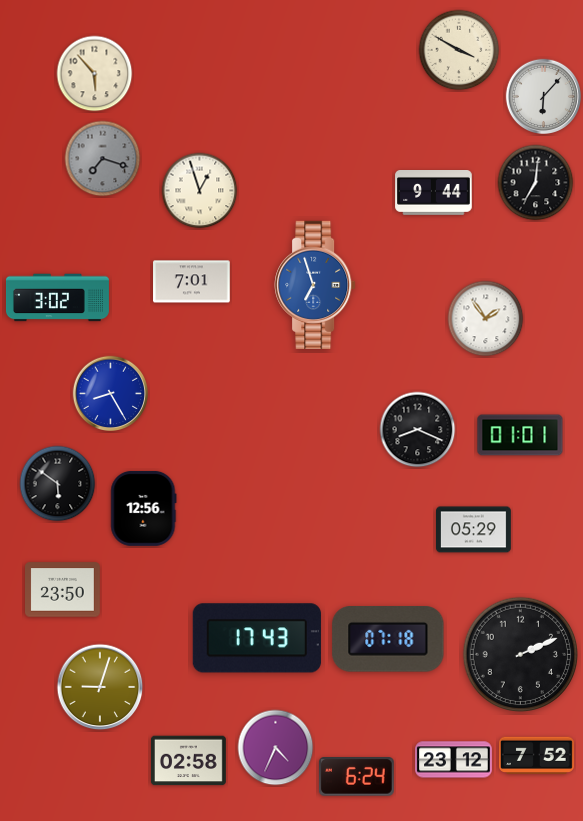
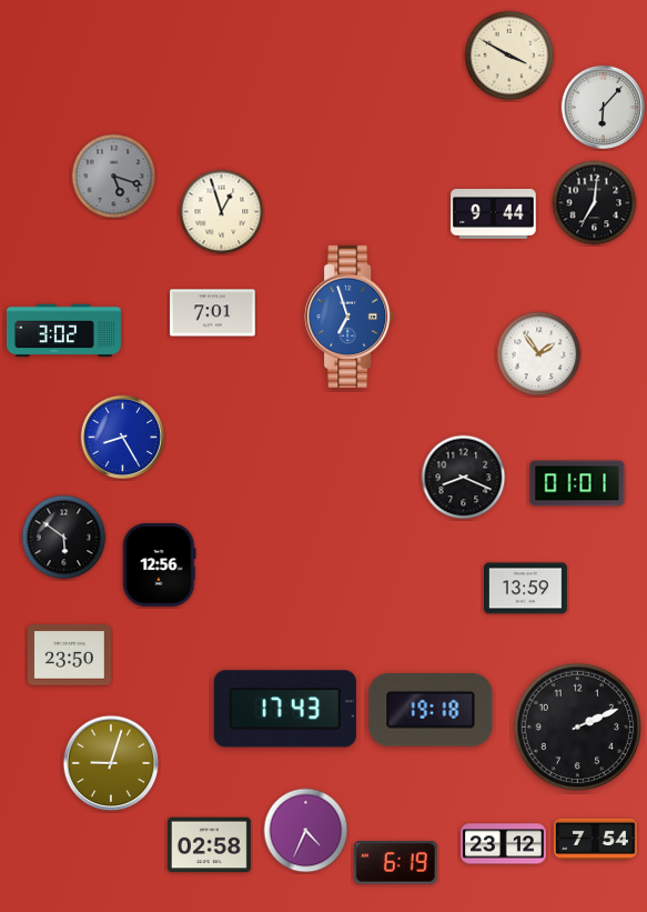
clock at (95, 74): 5:53 -> none
clock at (103, 159): 7:18 -> 5:18
clock at (434, 193) position: (434, 193) -> (494, 214)
clock at (474, 530): 05:29 -> 13:59
clock at (388, 639): 07:18 -> 19:18
clock at (536, 756): 7:52 -> 7:54
clock at (356, 777): 6:24 -> 6:19
